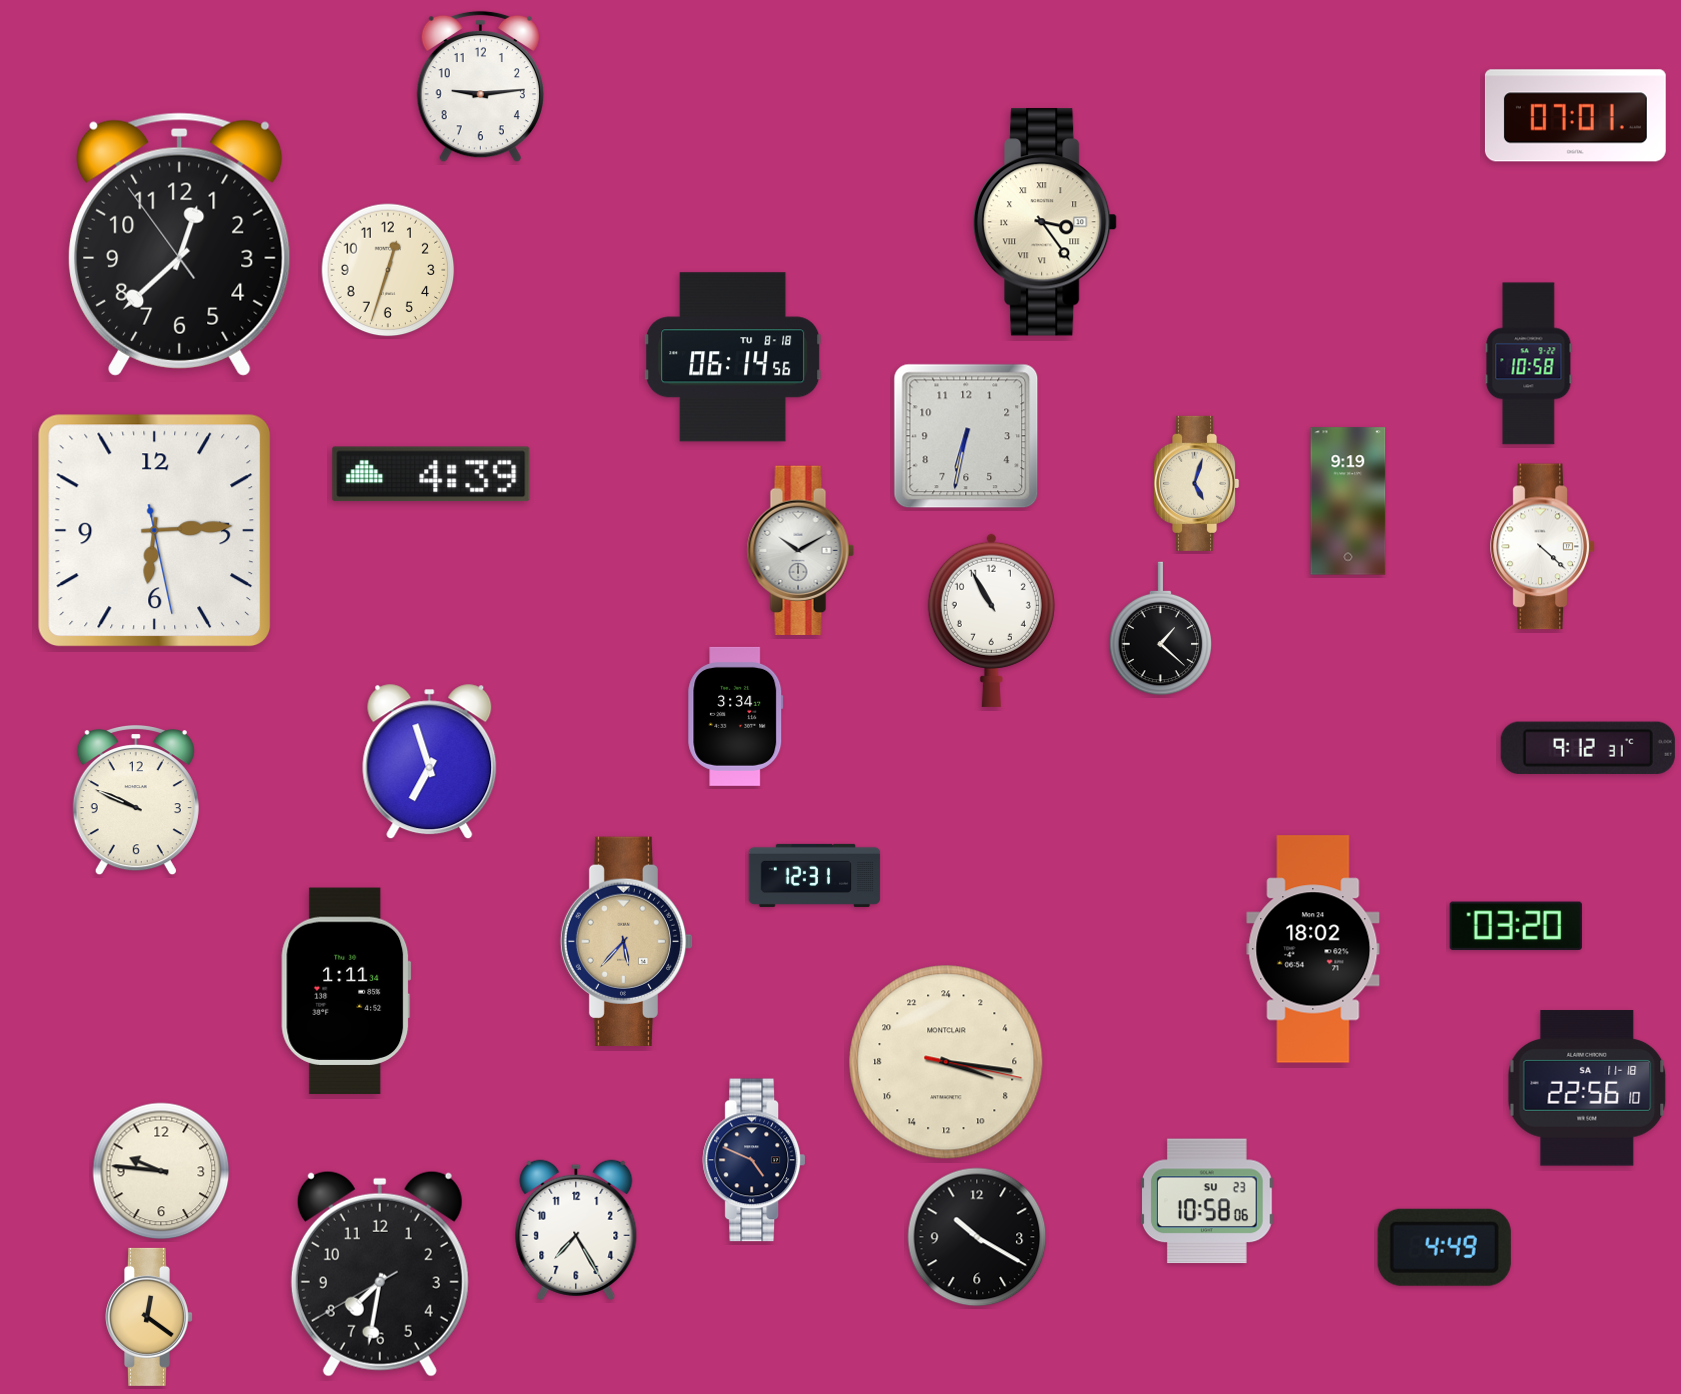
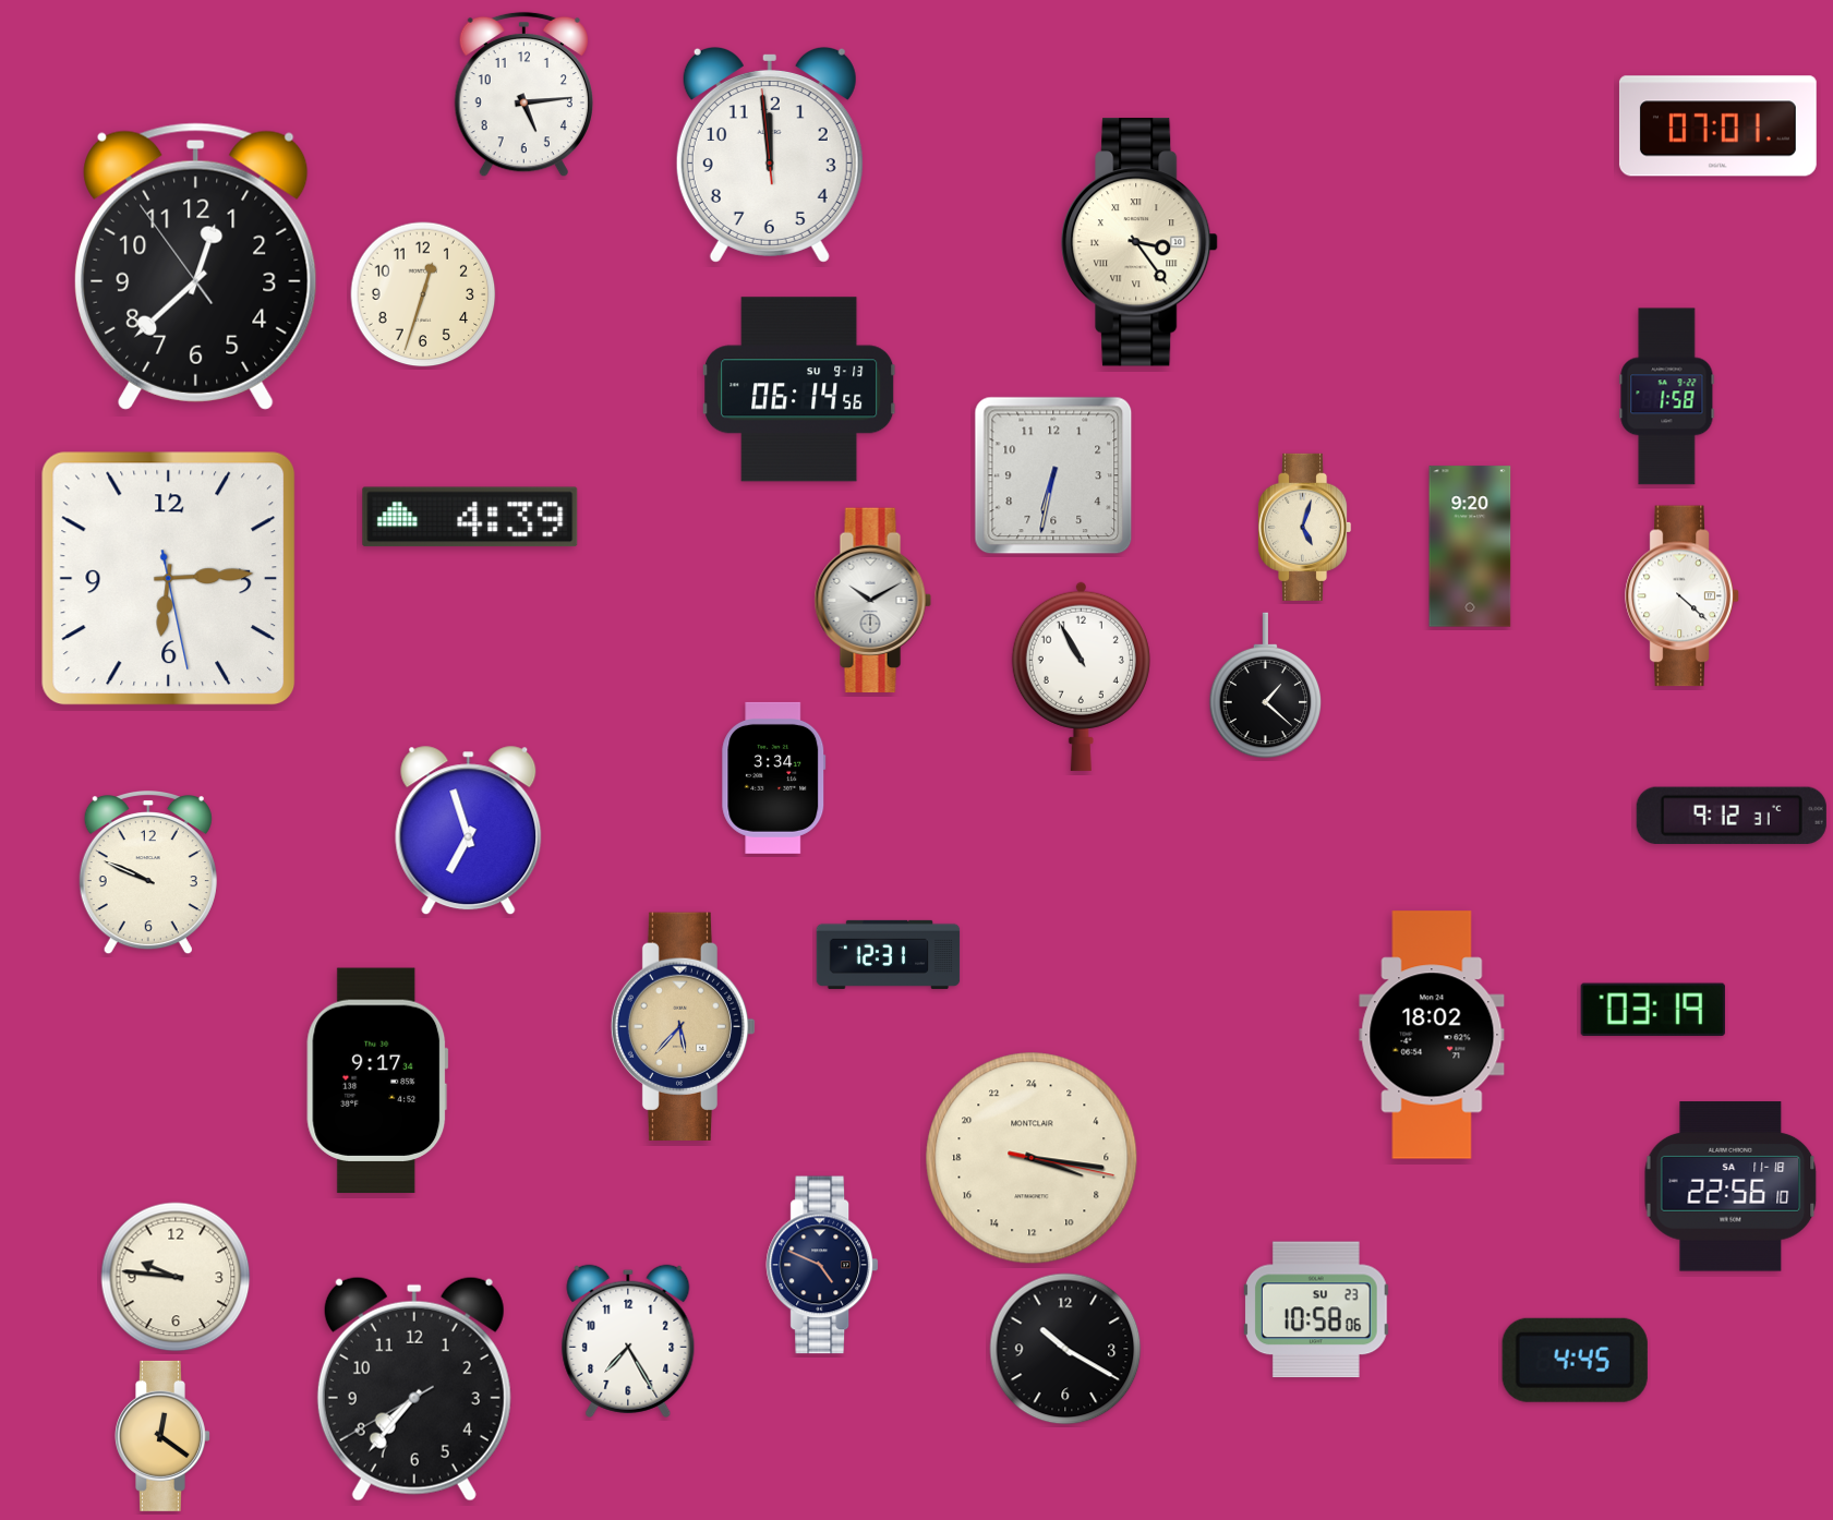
clock at (480, 87): 9:14 -> 5:14
clock at (770, 155): none -> 11:58
clock at (733, 357) date: TU 8-18 -> SU 9-13
clock at (1529, 364): 10:58 -> 1:58
clock at (1348, 501): 9:19 -> 9:20
clock at (736, 716) position: (736, 716) -> (774, 777)
clock at (1516, 926): 03:20 -> 03:19
clock at (346, 991): 1:11 -> 9:17
clock at (1444, 1247): 4:49 -> 4:45
clock at (380, 1274): 7:31 -> 7:36
